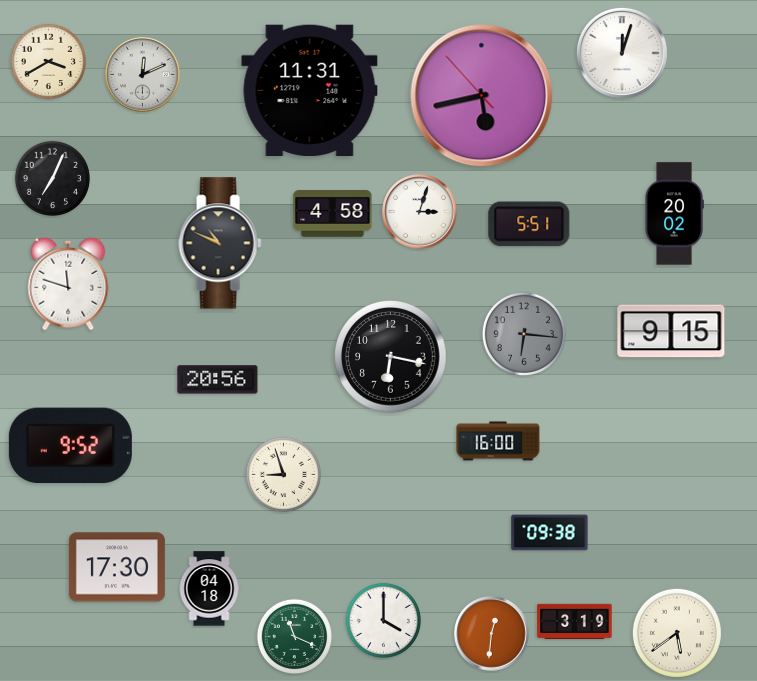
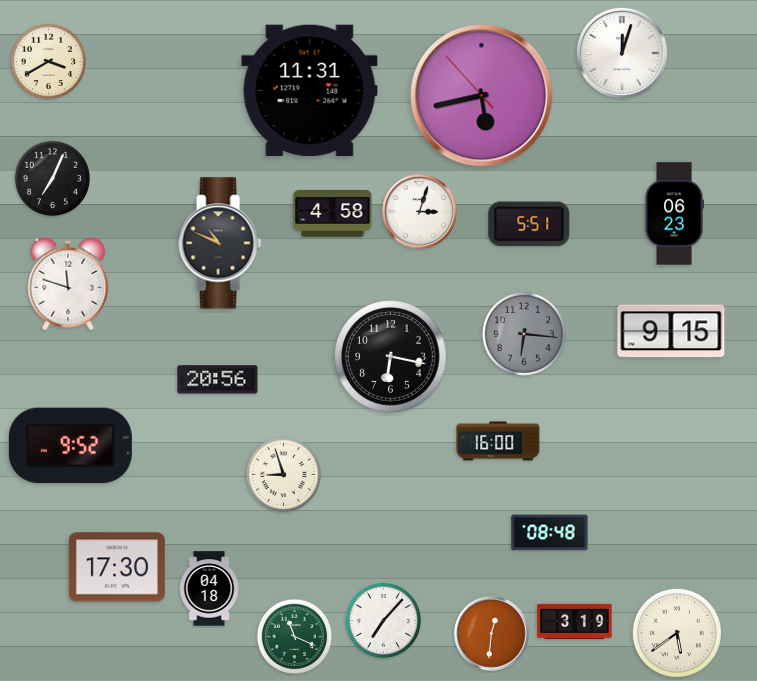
clock at (143, 75): 12:11 -> none
clock at (674, 214): 20:02 -> 06:23
clock at (550, 533): 09:38 -> 08:48
clock at (383, 620): 4:00 -> 7:07
